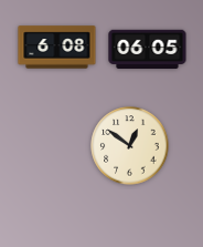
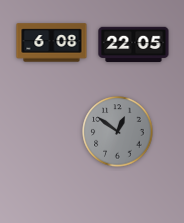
clock at (148, 50): 06:05 -> 22:05
clock at (130, 146) dial: cream -> grey
